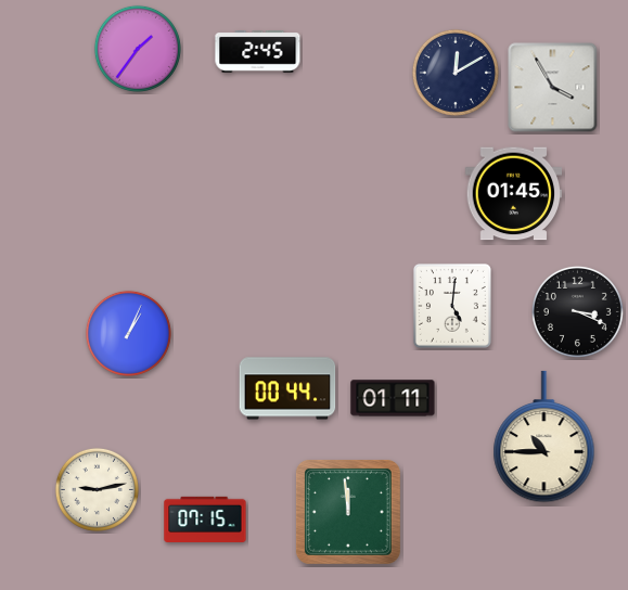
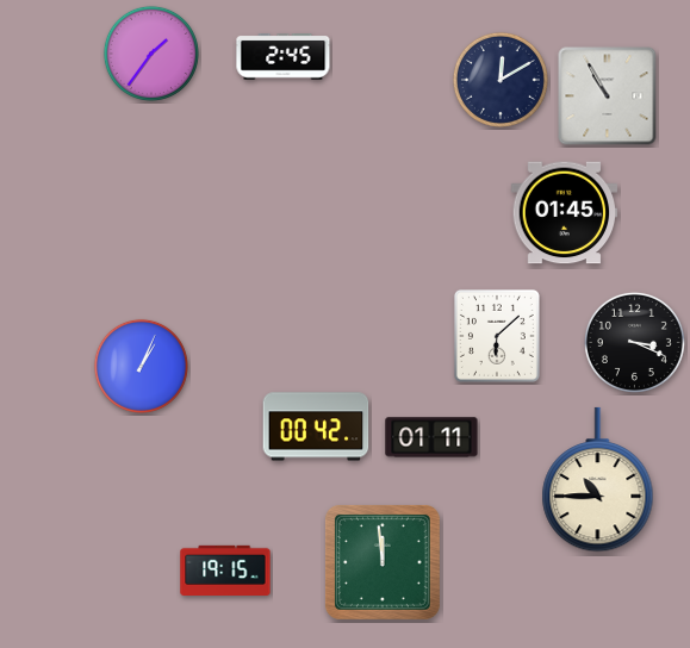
clock at (553, 88): 3:55 -> 10:55
clock at (452, 306): 5:01 -> 6:08
clock at (287, 388): 00:44 -> 00:42
clock at (97, 489): 9:13 -> none
clock at (205, 518): 07:15 -> 19:15
